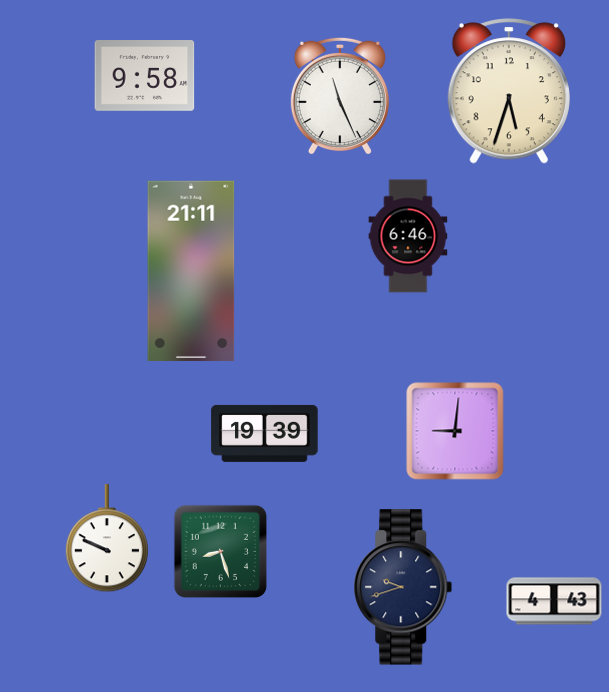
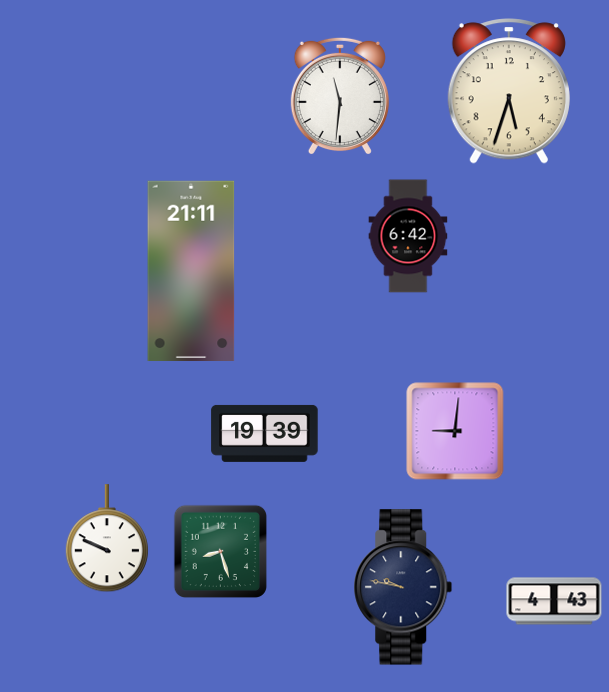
clock at (145, 76): 9:58 -> none
clock at (340, 96): 11:26 -> 11:31
clock at (408, 236): 6:46 -> 6:42
clock at (403, 587): 9:42 -> 9:47
